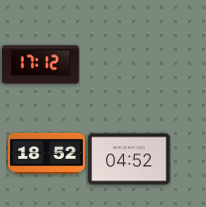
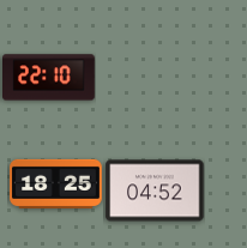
clock at (41, 65): 17:12 -> 22:10
clock at (47, 153): 18:52 -> 18:25
